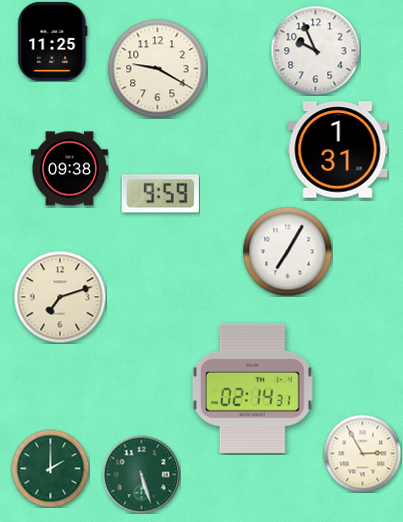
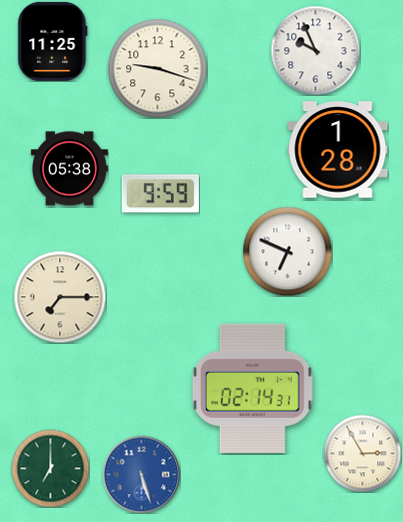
clock at (158, 69): 9:20 -> 9:18
clock at (338, 150): 1:31 -> 1:28
clock at (69, 169): 09:38 -> 05:38
clock at (287, 251): 7:05 -> 6:49
clock at (60, 297): 7:12 -> 7:15
clock at (50, 468): 2:00 -> 7:00
clock at (141, 474) dial: green -> blue
